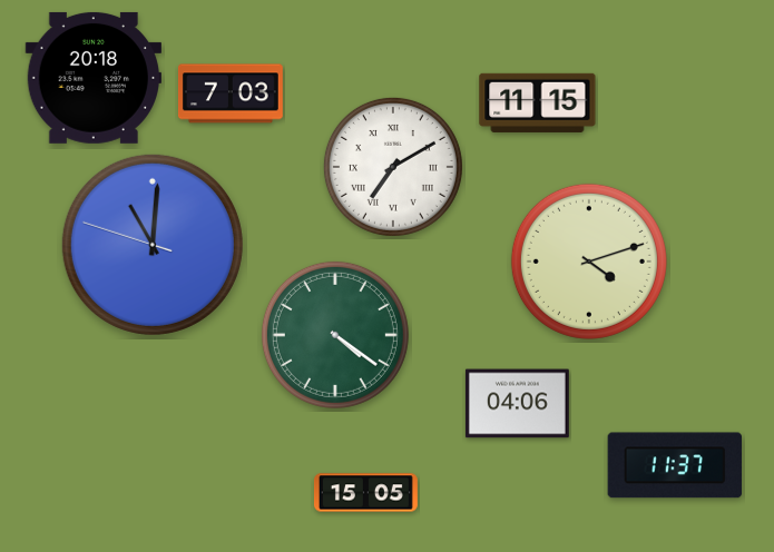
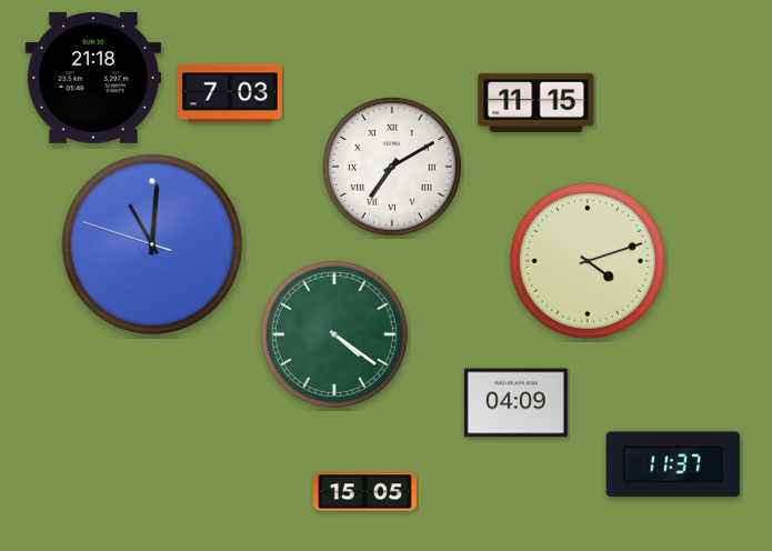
clock at (92, 78): 20:18 -> 21:18
clock at (517, 404): 04:06 -> 04:09
